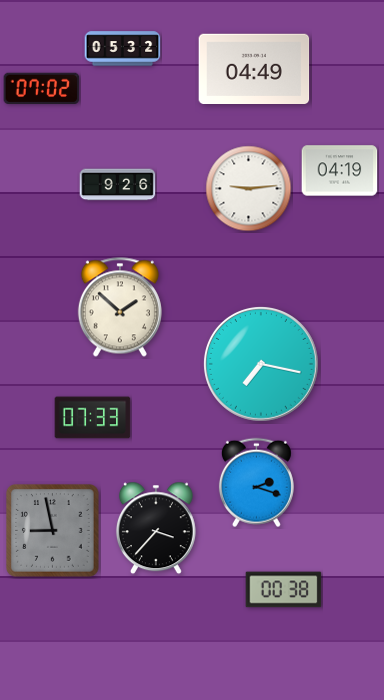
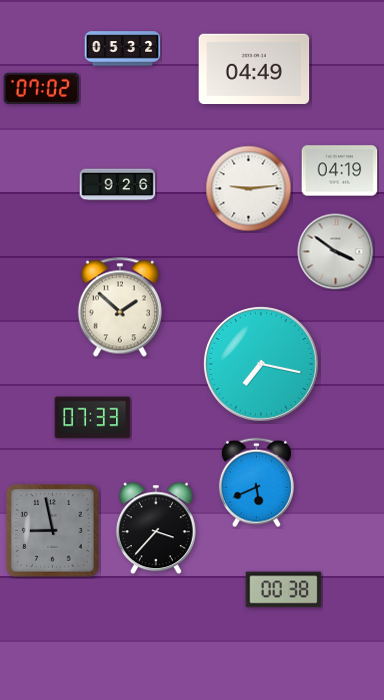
clock at (336, 252): none -> 3:51
clock at (256, 483): 2:18 -> 5:41
